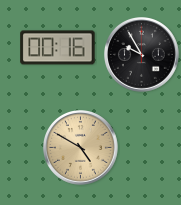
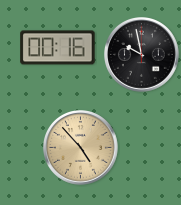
clock at (142, 55): 9:55 -> 9:58
clock at (81, 148): 4:50 -> 4:53
